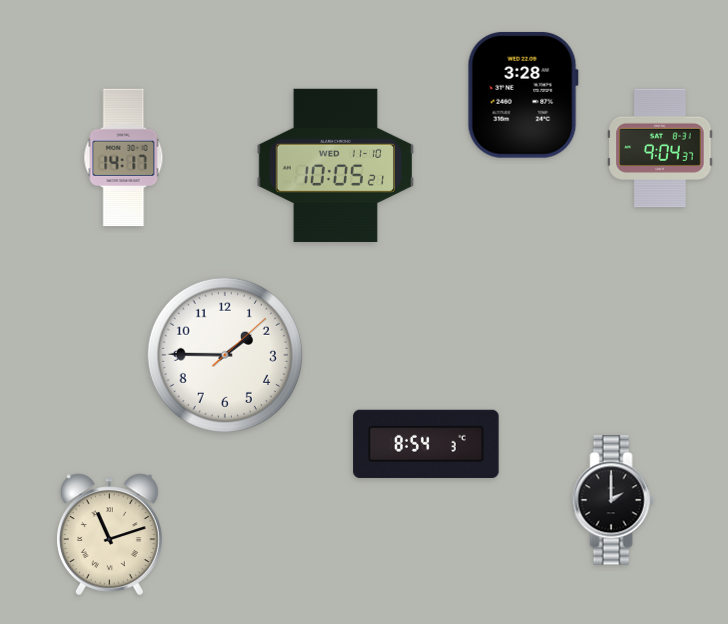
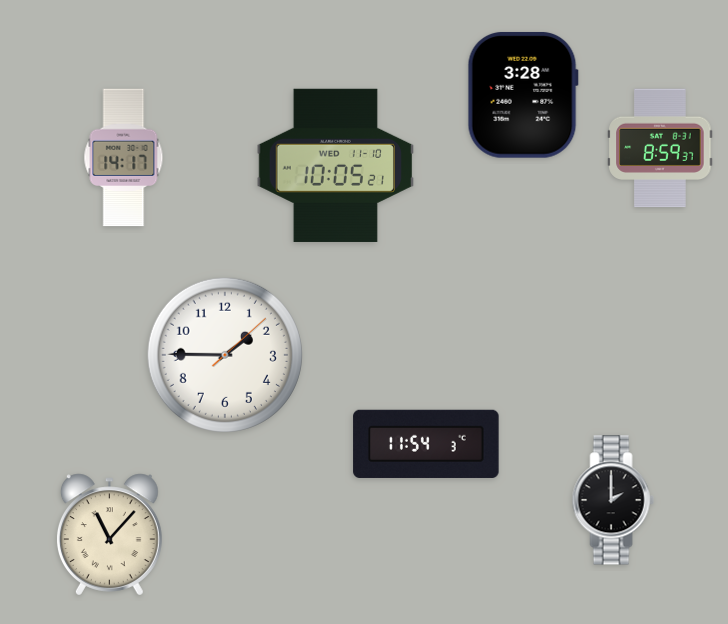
clock at (660, 148): 9:04 -> 8:59
clock at (426, 444): 8:54 -> 11:54
clock at (109, 535): 11:12 -> 11:07
